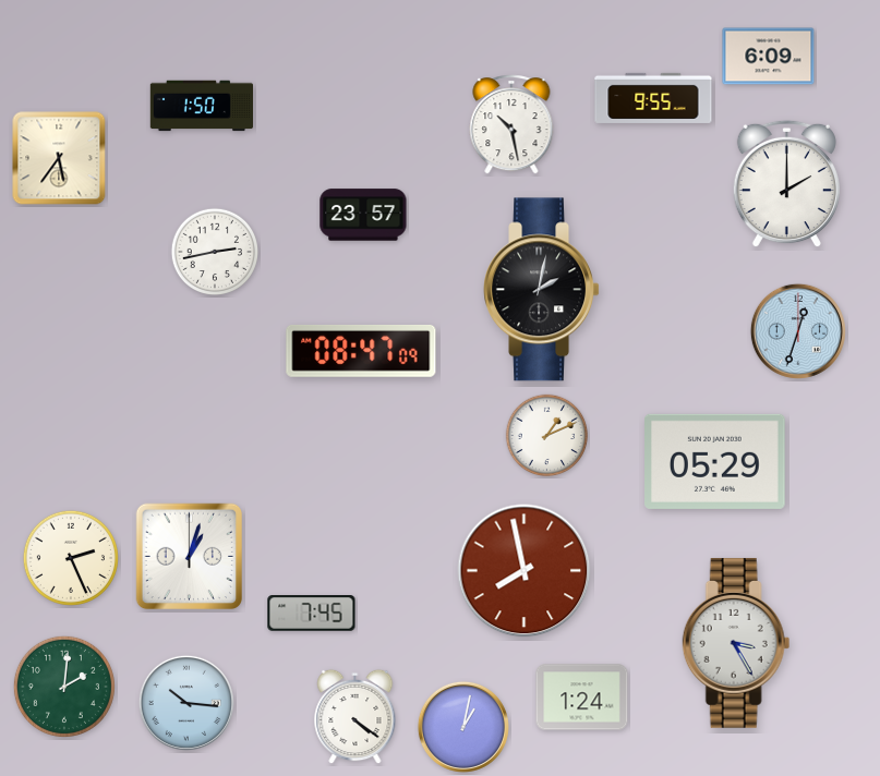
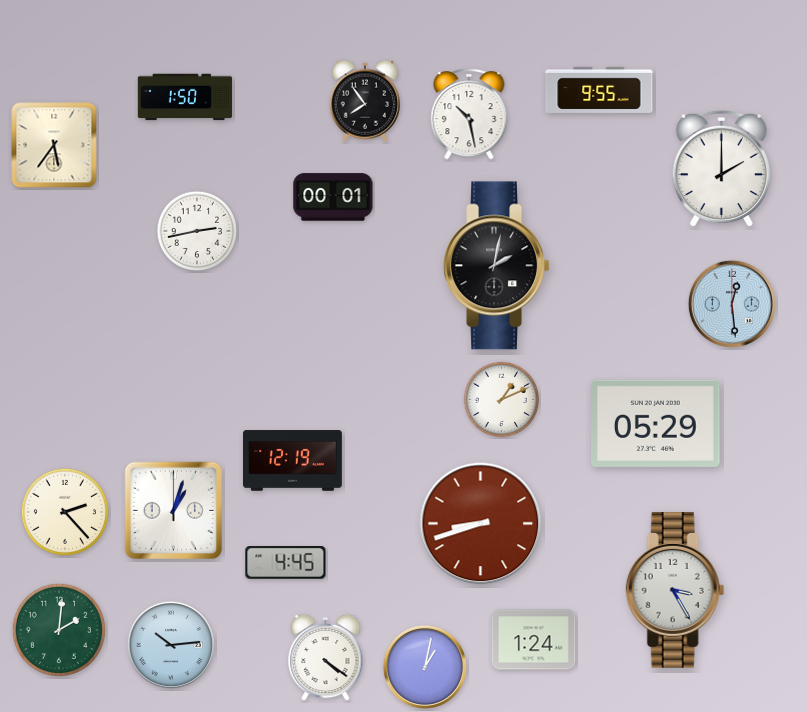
clock at (769, 57): 6:09 -> none
clock at (365, 101): none -> 7:54
clock at (363, 215): 23:57 -> 00:01
clock at (798, 331): 12:33 -> 12:29
clock at (361, 351): 08:47 -> none
clock at (293, 461): none -> 12:19
clock at (71, 558): 2:26 -> 2:23
clock at (525, 571): 7:58 -> 8:42
clock at (312, 614): 7:45 -> 4:45
clock at (186, 703): 10:16 -> 10:14
